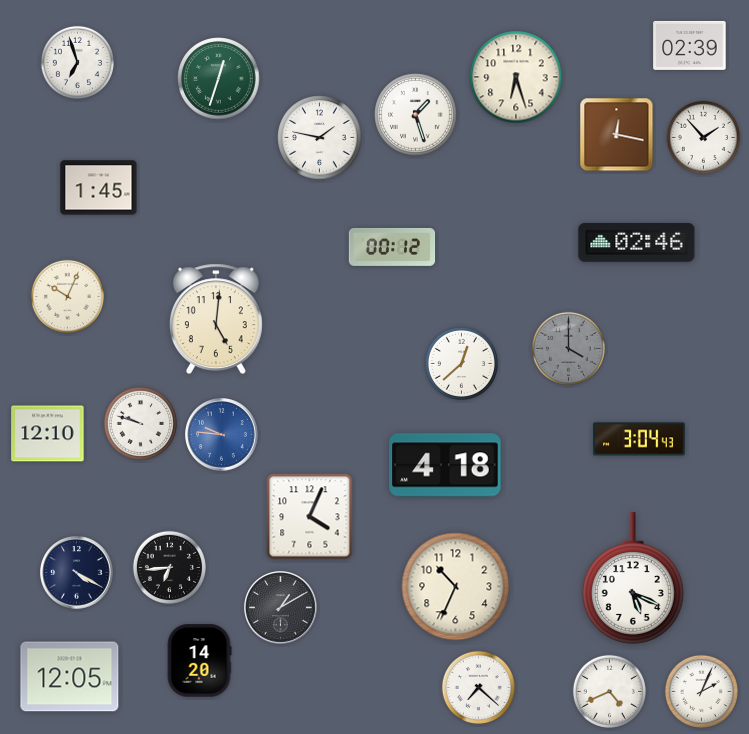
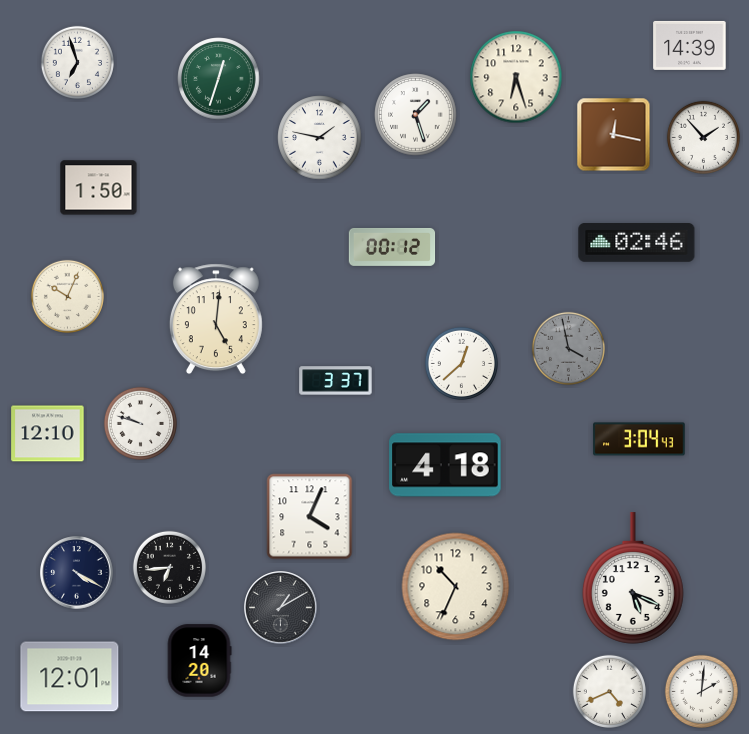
clock at (690, 45): 02:39 -> 14:39
clock at (617, 135) position: (617, 135) -> (614, 135)
clock at (99, 188): 1:45 -> 1:50
clock at (568, 348): 4:00 -> 3:58
clock at (336, 381): none -> 3:37
clock at (222, 435): 9:46 -> none
clock at (70, 677): 12:05 -> 12:01
clock at (478, 687): 7:22 -> none
clock at (701, 691): 2:04 -> 2:01
